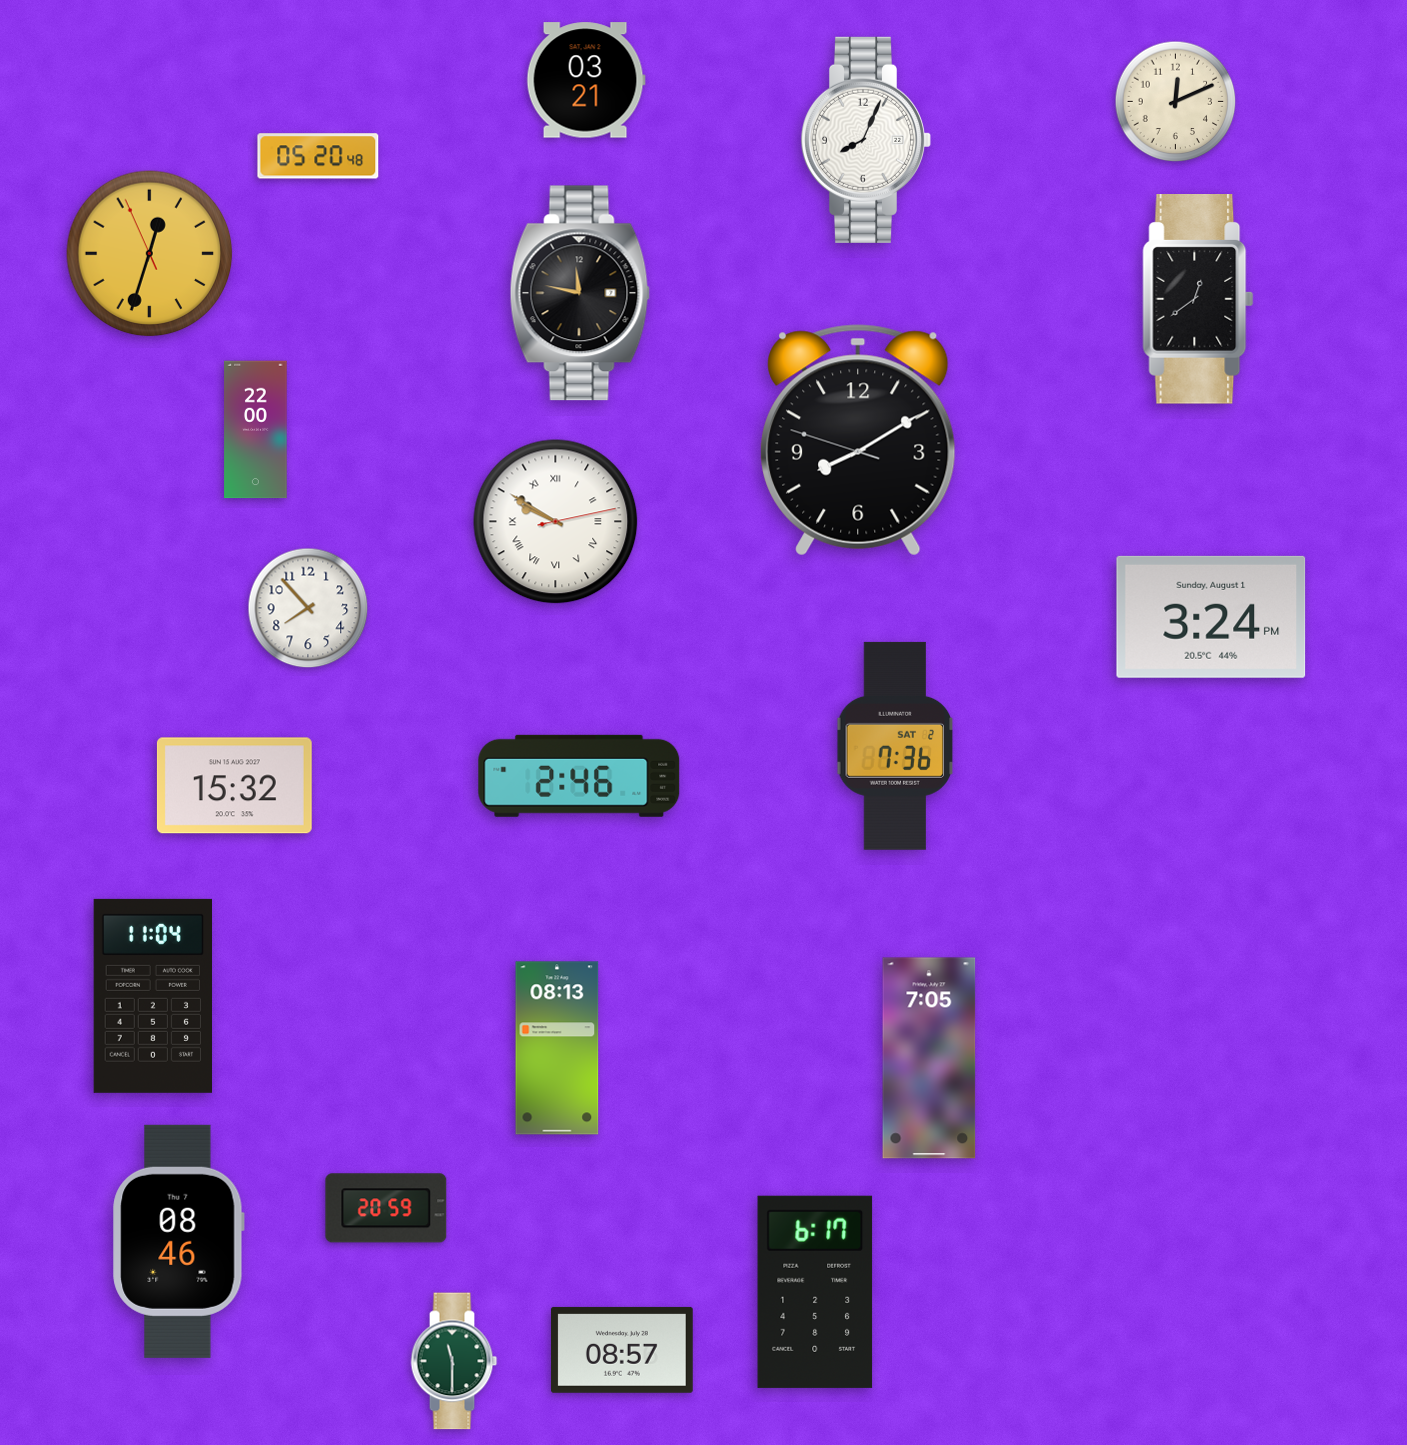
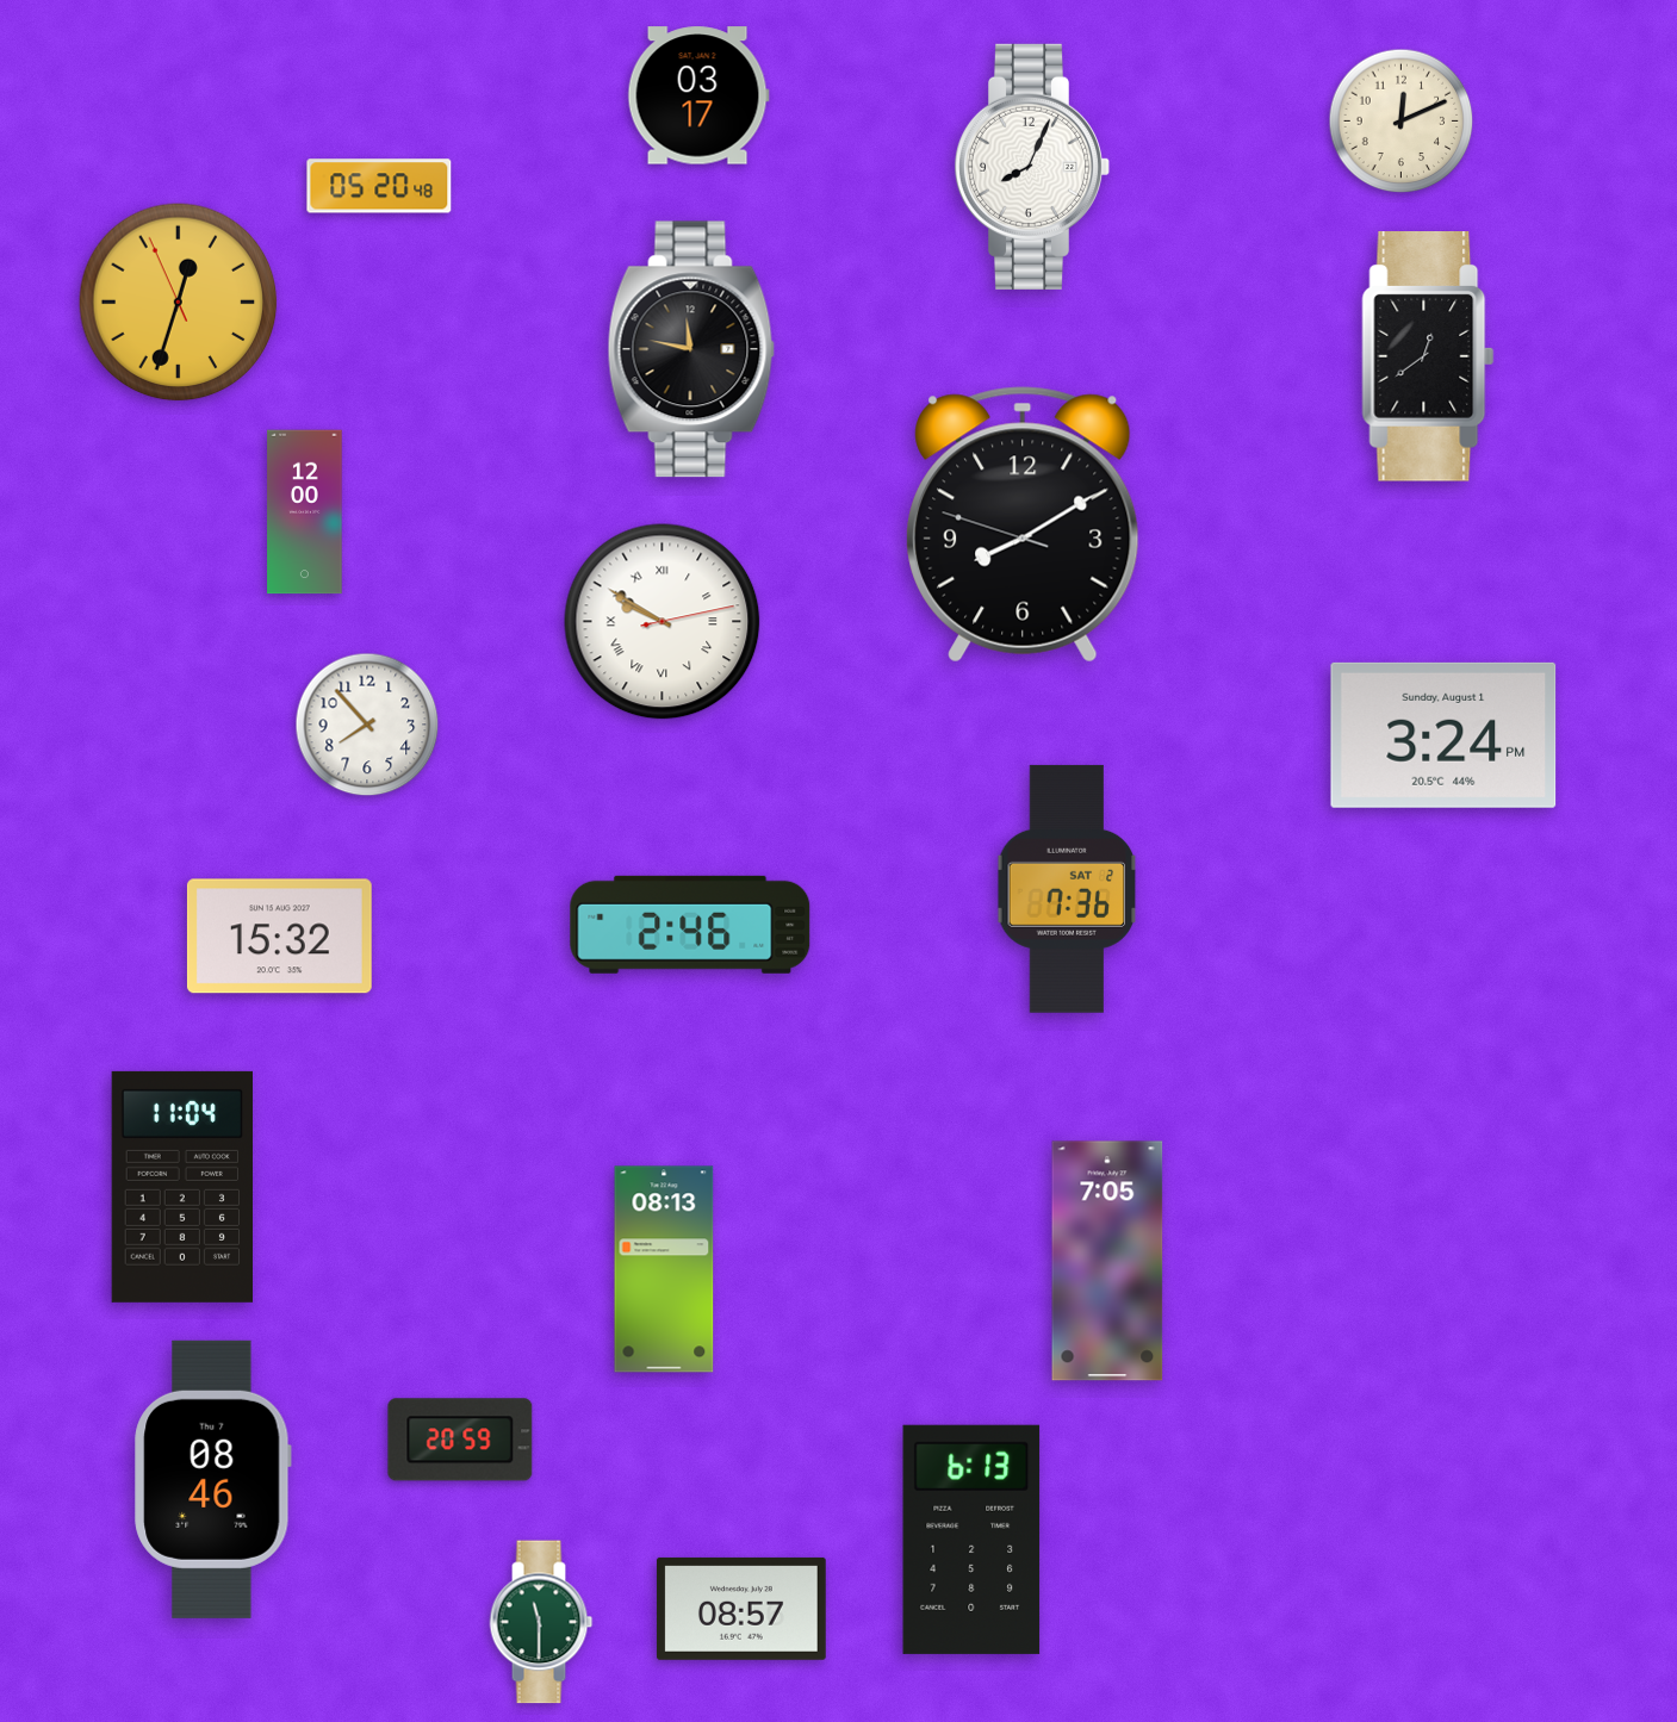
clock at (586, 80): 03:21 -> 03:17
clock at (256, 430): 22:00 -> 12:00
clock at (557, 1048) position: (557, 1048) -> (664, 1269)
clock at (815, 1292): 6:17 -> 6:13
